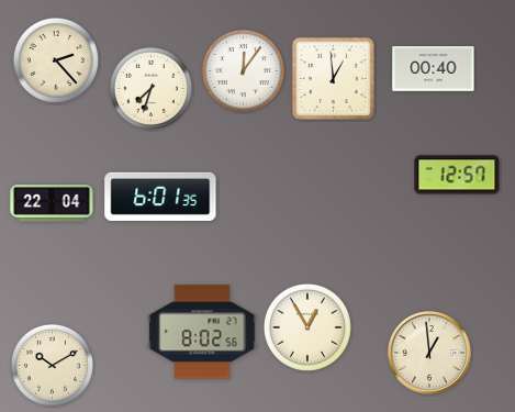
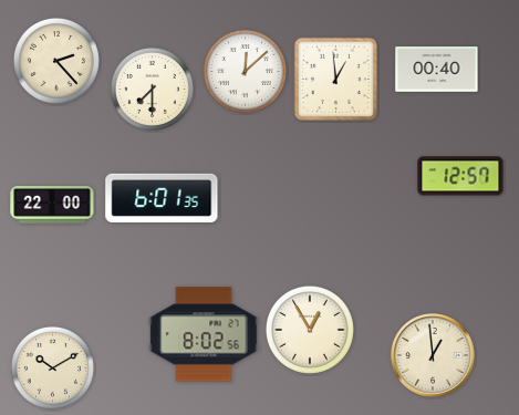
clock at (243, 70): 12:06 -> 12:08
clock at (150, 88): 7:33 -> 7:30
clock at (52, 203): 22:04 -> 22:00
